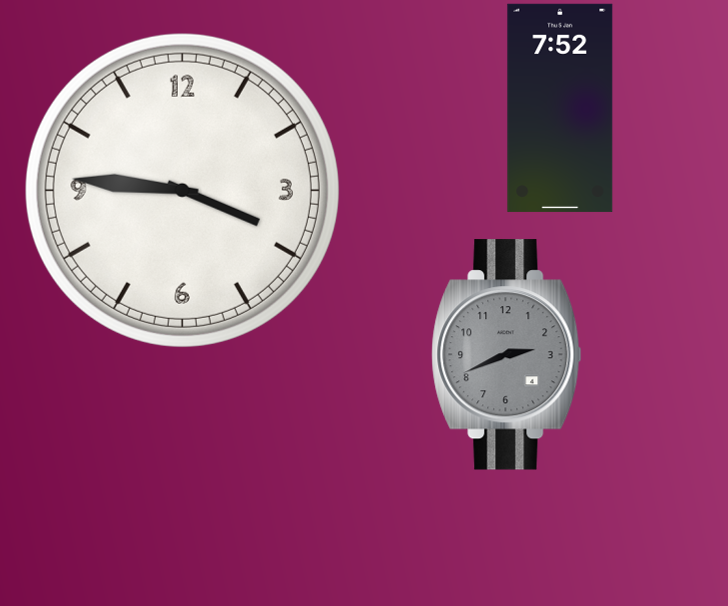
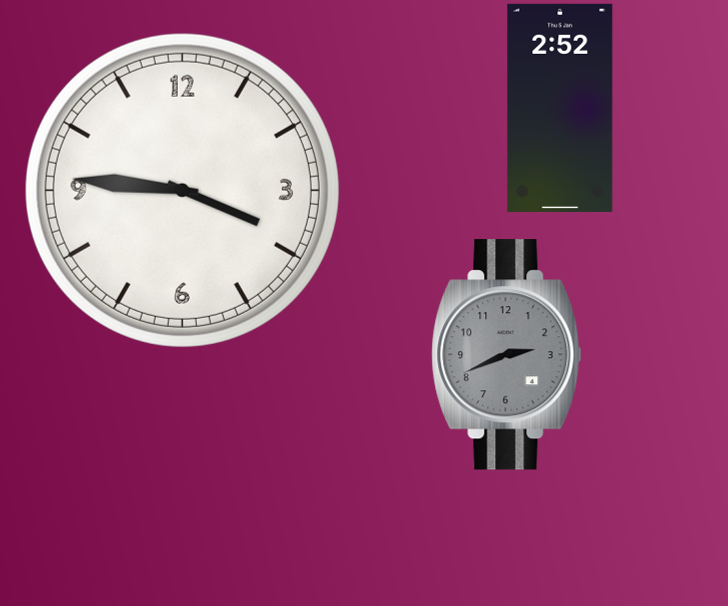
clock at (560, 108): 7:52 -> 2:52
